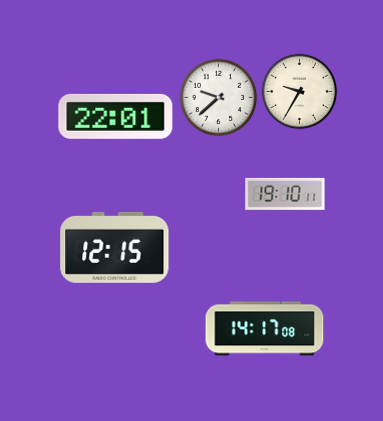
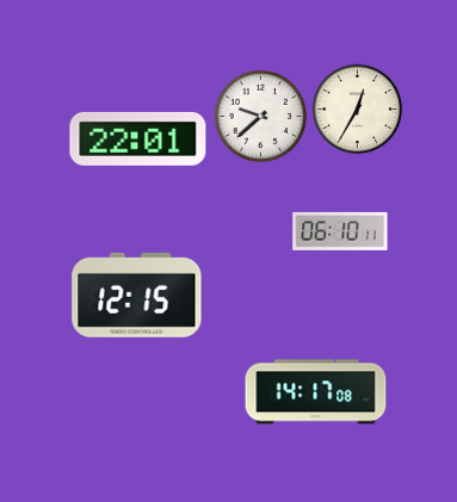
clock at (300, 92): 9:35 -> 12:35
clock at (285, 194): 19:10 -> 06:10
